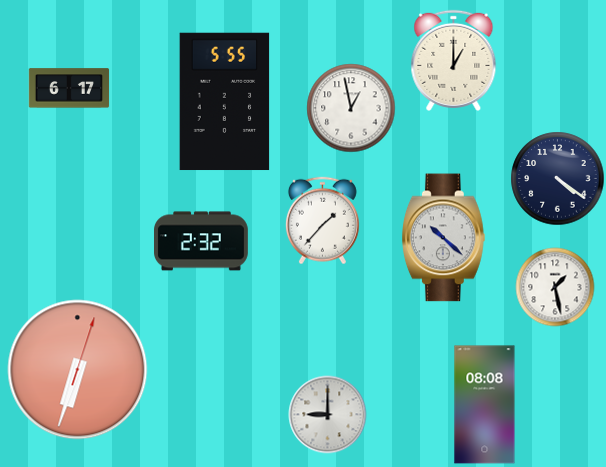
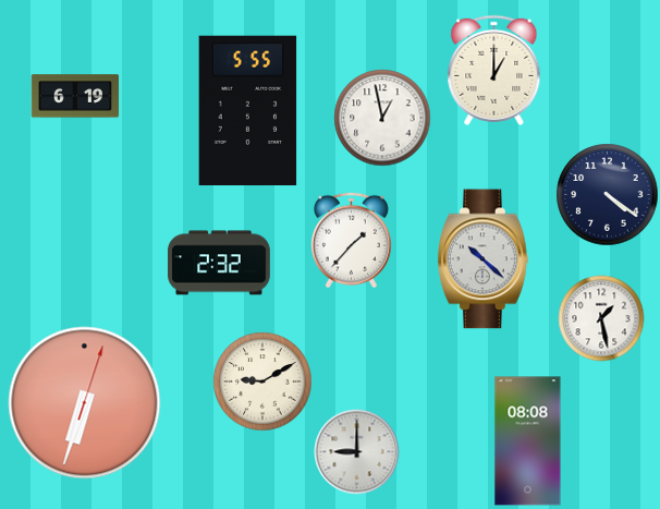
clock at (454, 60) position: (454, 60) -> (494, 70)
clock at (69, 88): 6:17 -> 6:19
clock at (225, 102) position: (225, 102) -> (248, 111)
clock at (555, 287) position: (555, 287) -> (601, 318)
clock at (262, 381): none -> 9:10
